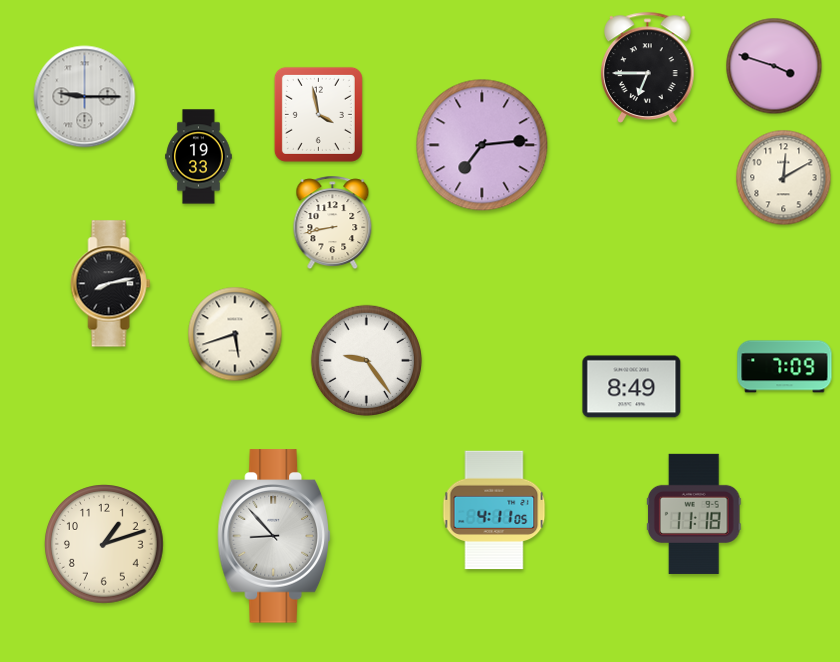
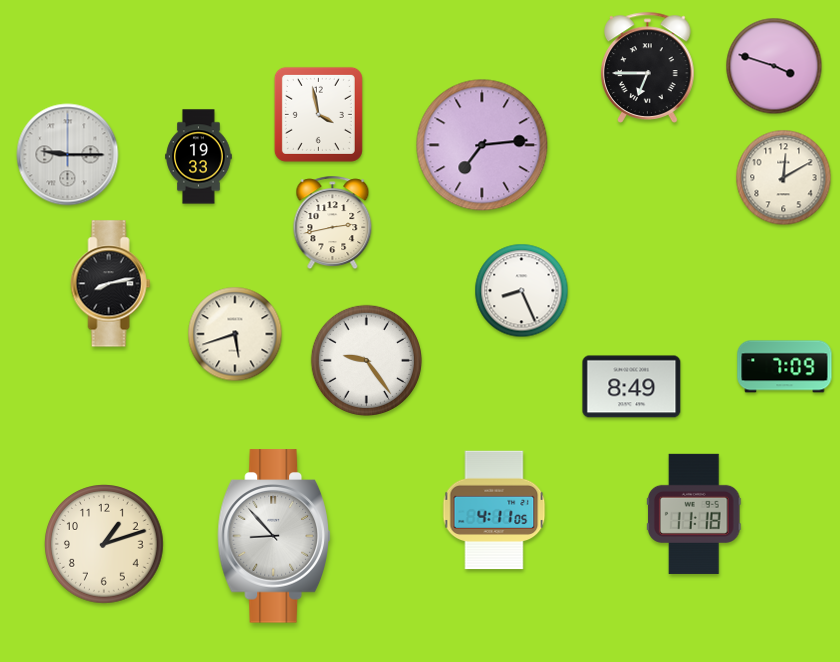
clock at (85, 97) position: (85, 97) -> (68, 155)
clock at (333, 223): 8:43 -> 2:43
clock at (522, 291): none -> 8:26
